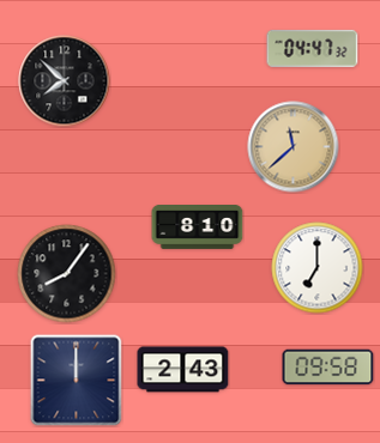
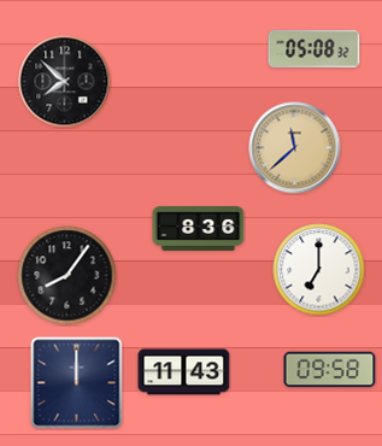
clock at (313, 48): 04:47 -> 05:08
clock at (198, 227): 8:10 -> 8:36
clock at (183, 370): 2:43 -> 11:43
